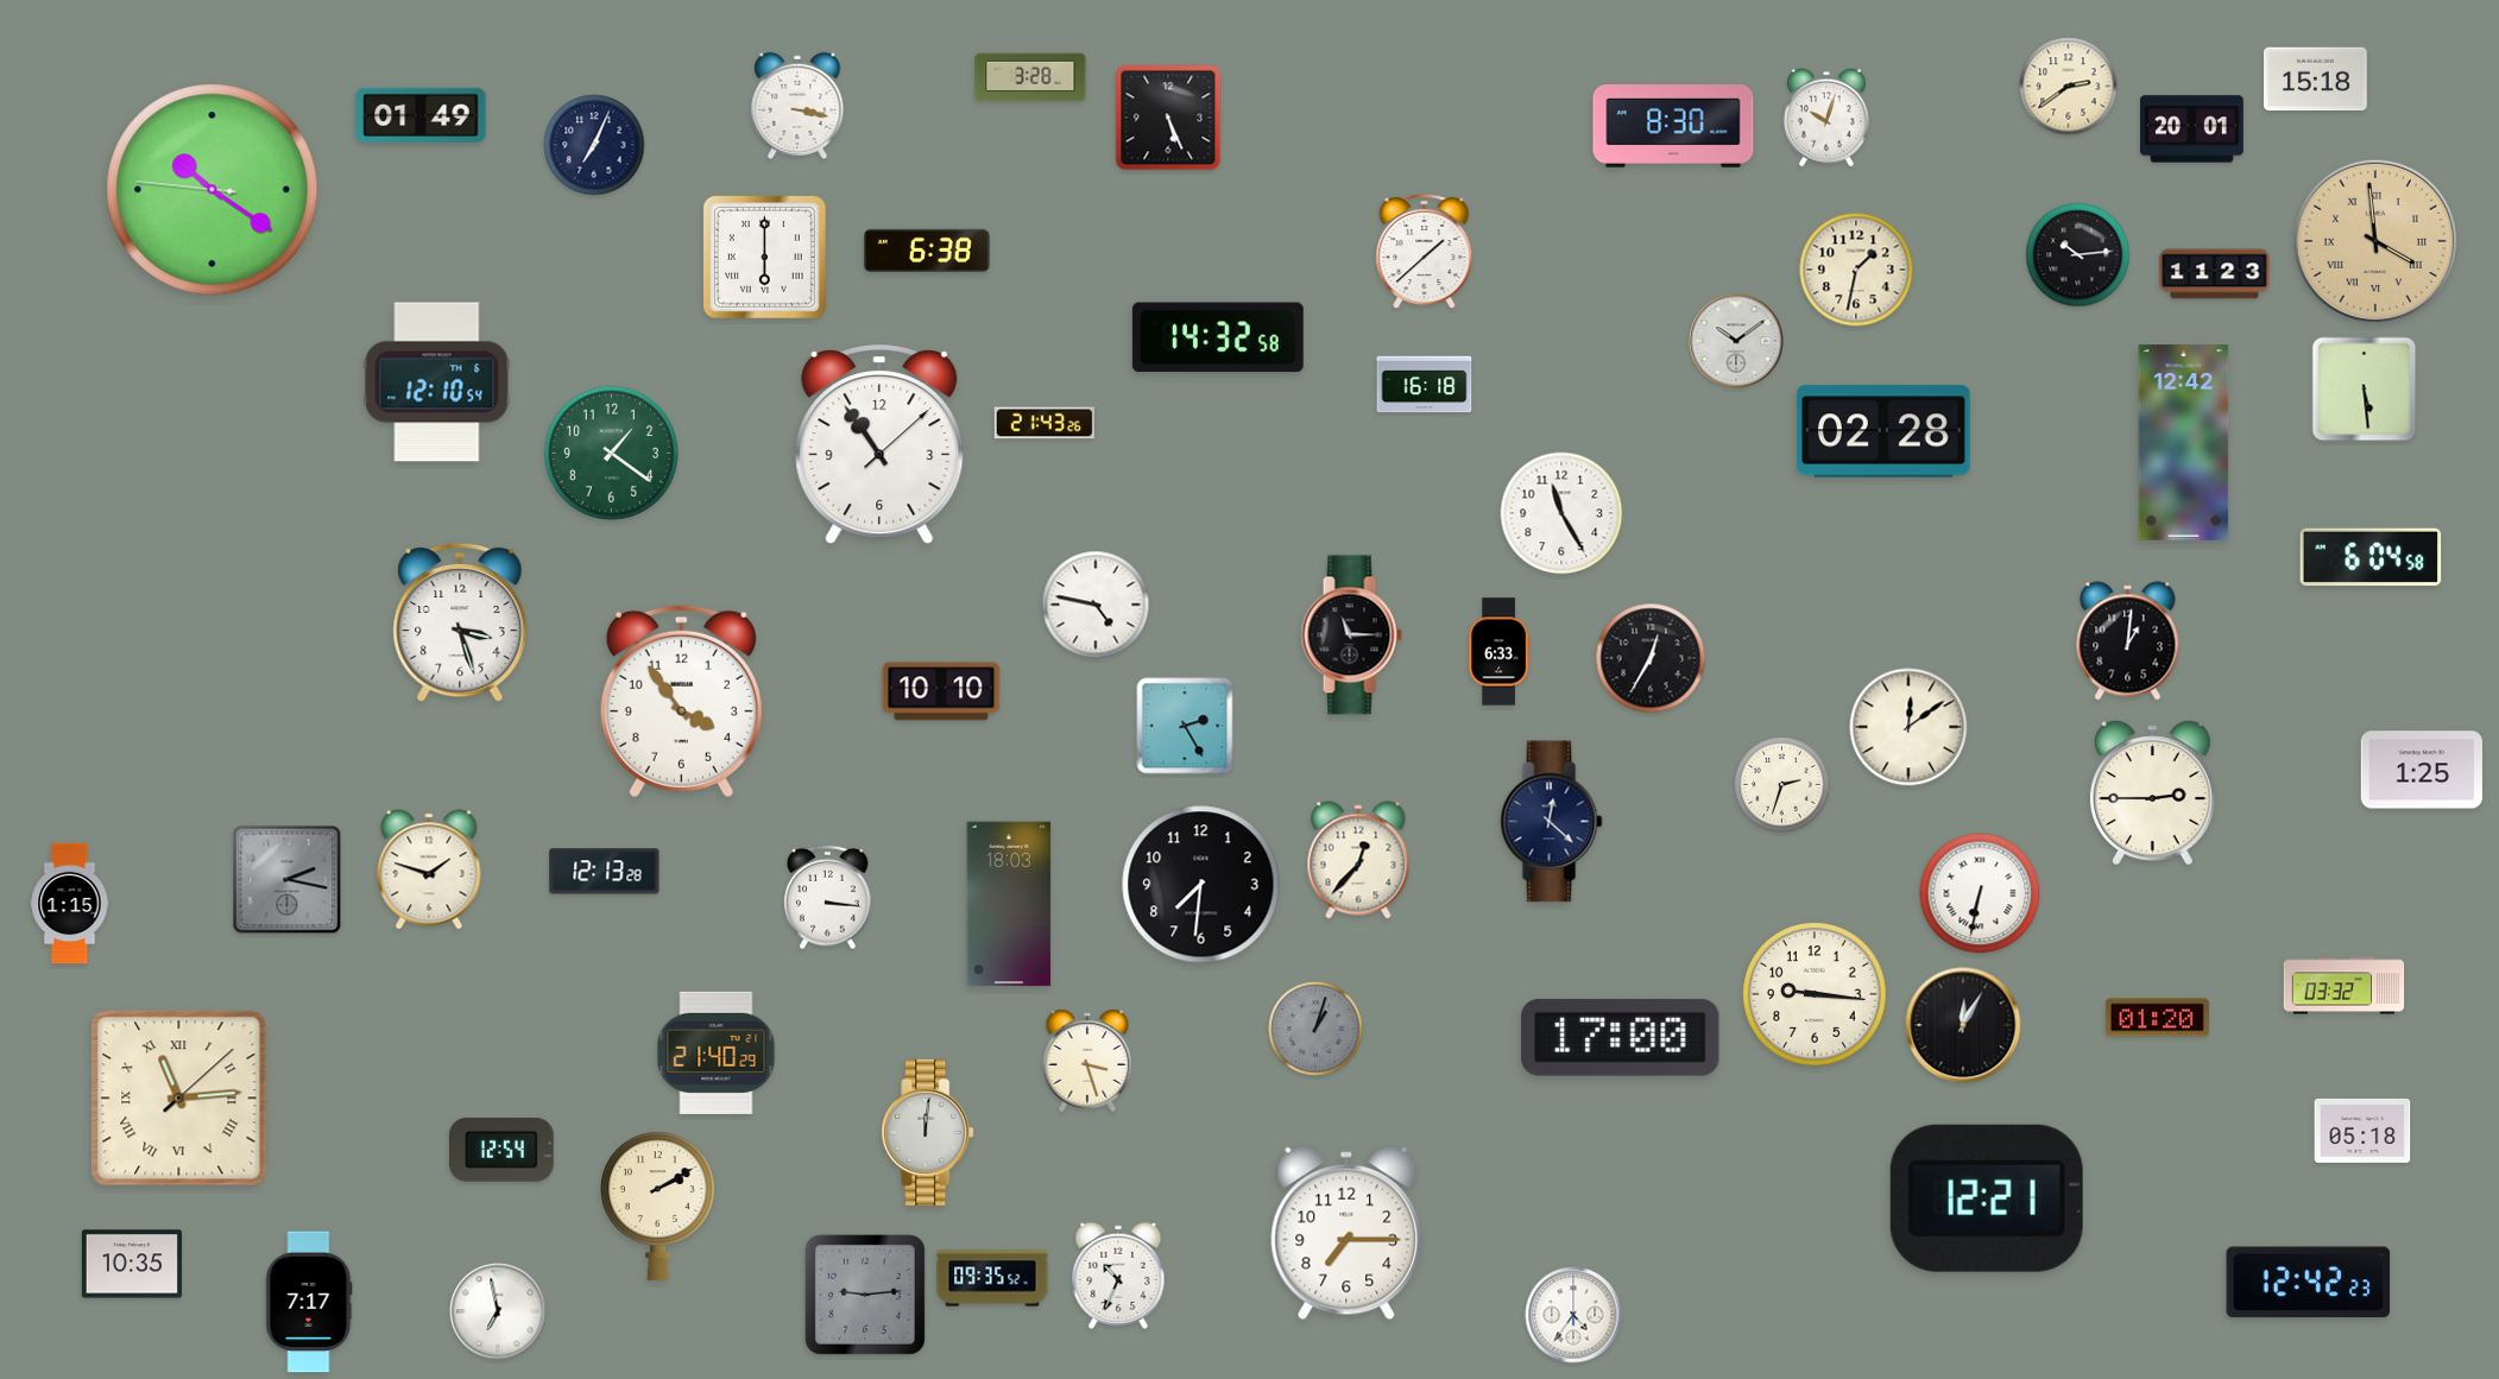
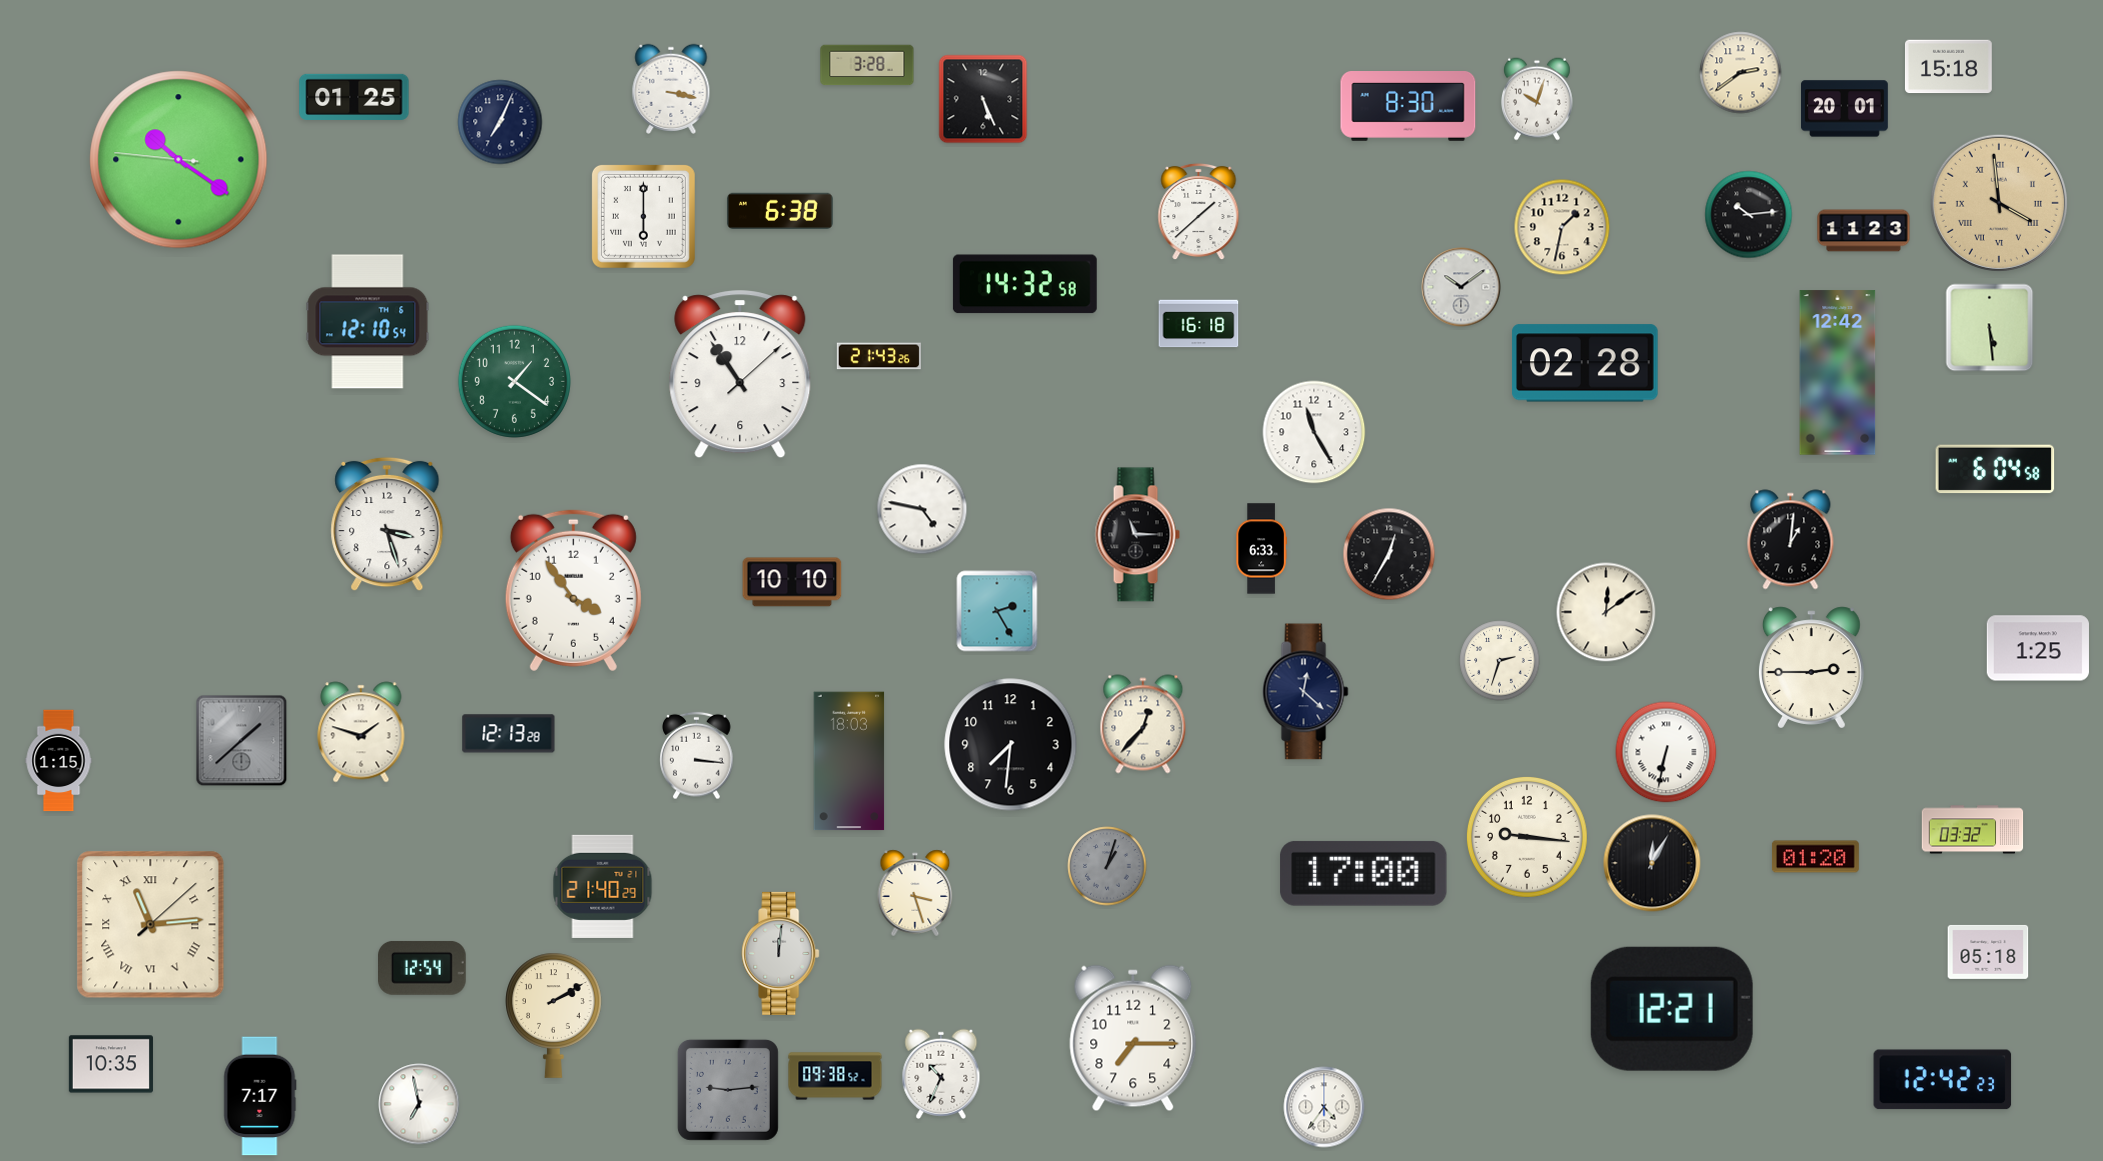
clock at (421, 115): 01:49 -> 01:25
clock at (288, 880): 2:17 -> 1:38
clock at (992, 1278): 09:35 -> 09:38
